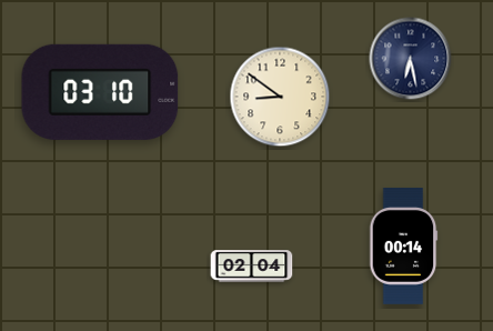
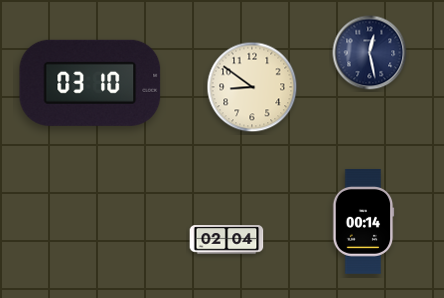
clock at (411, 59): 6:28 -> 12:28
